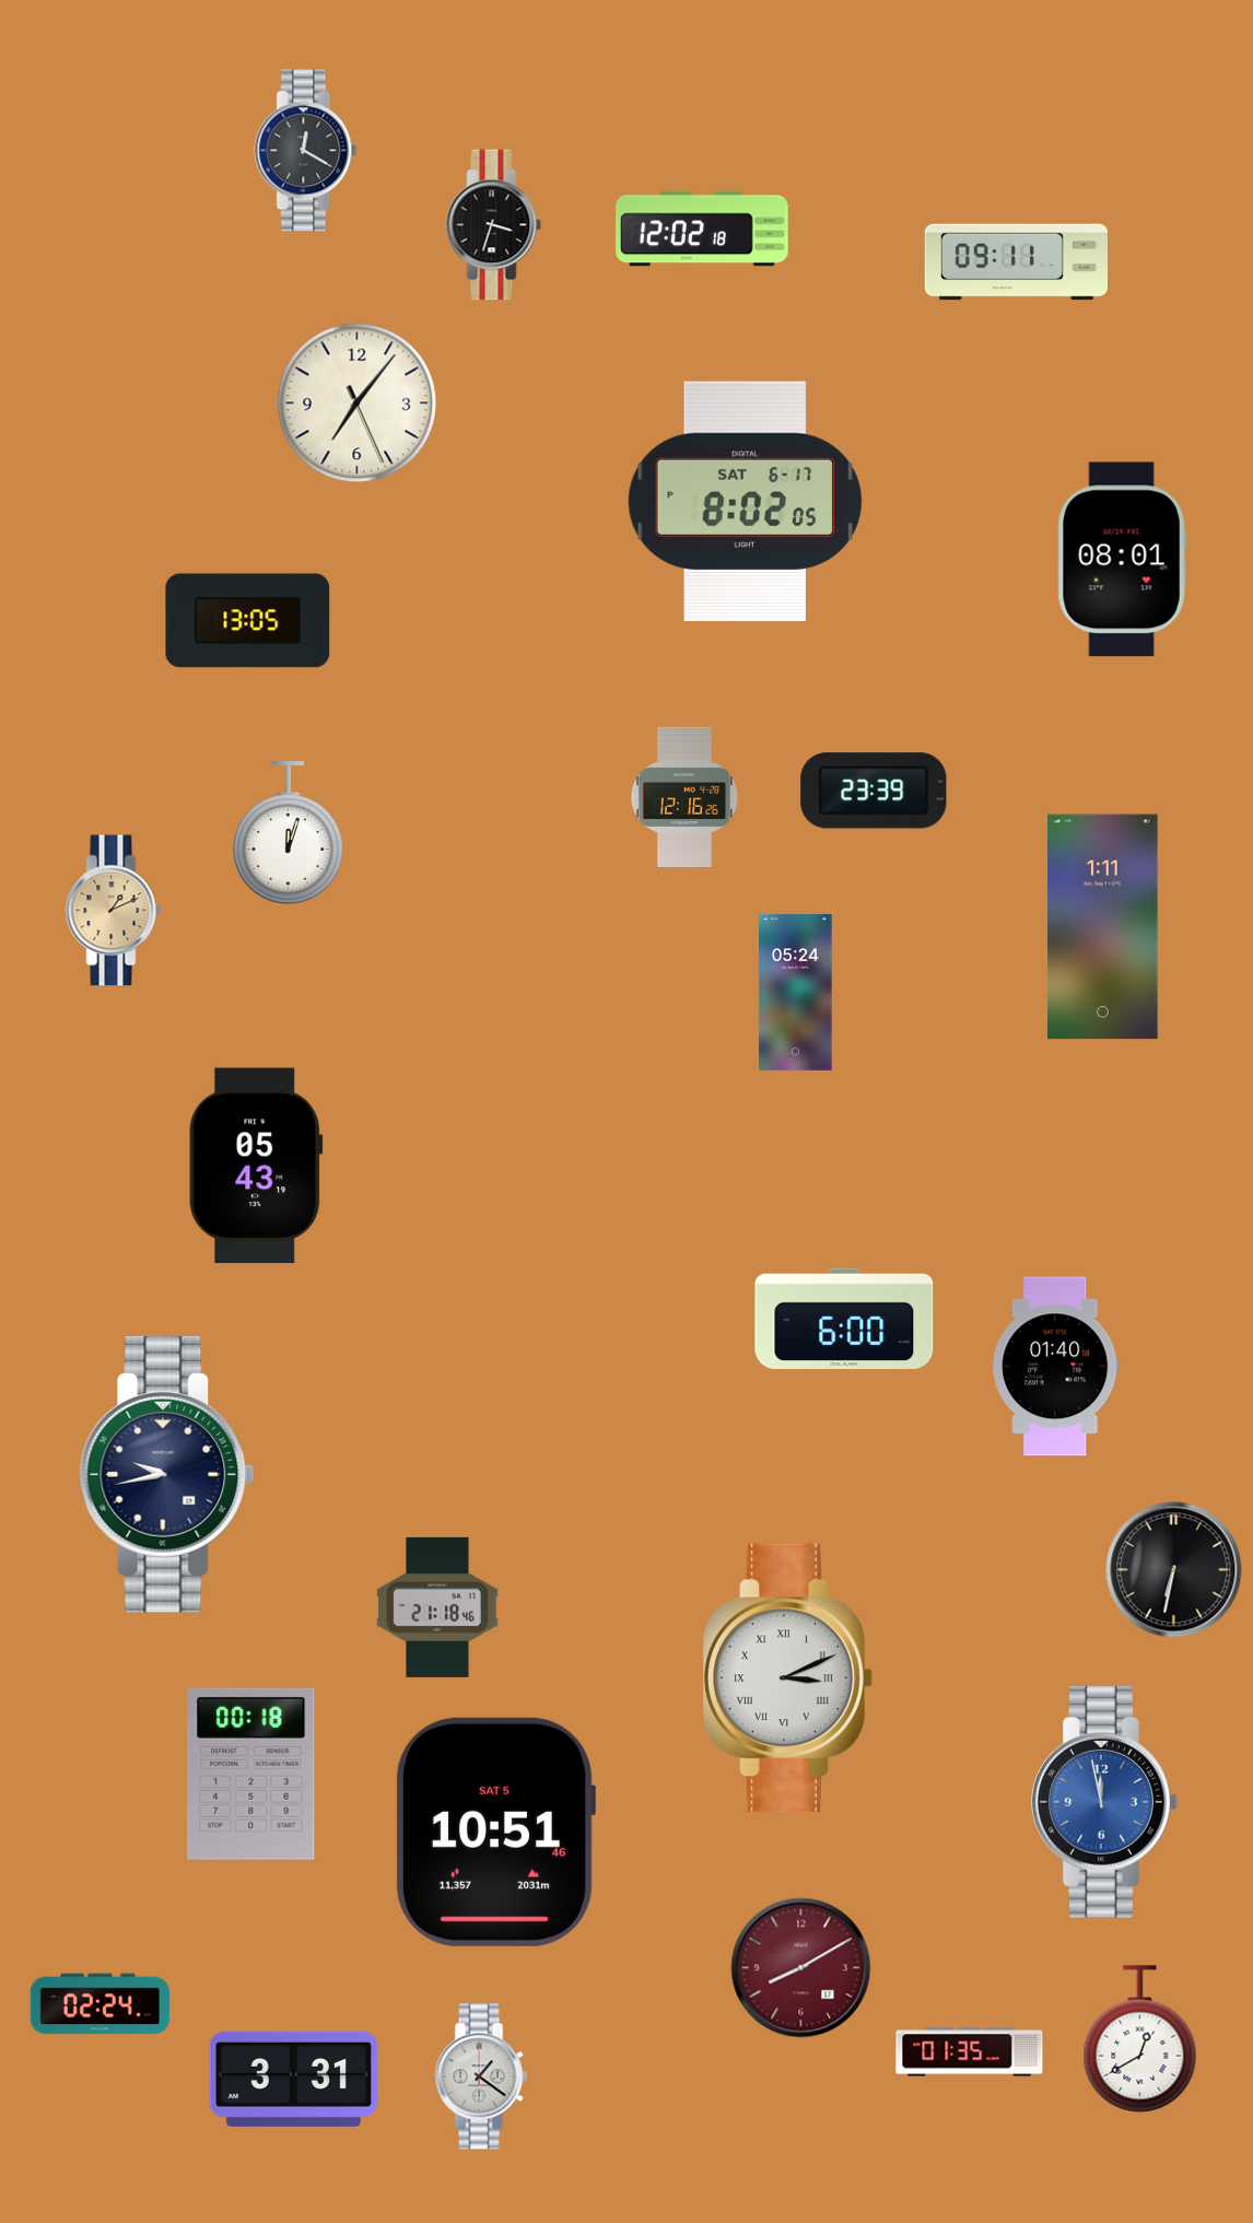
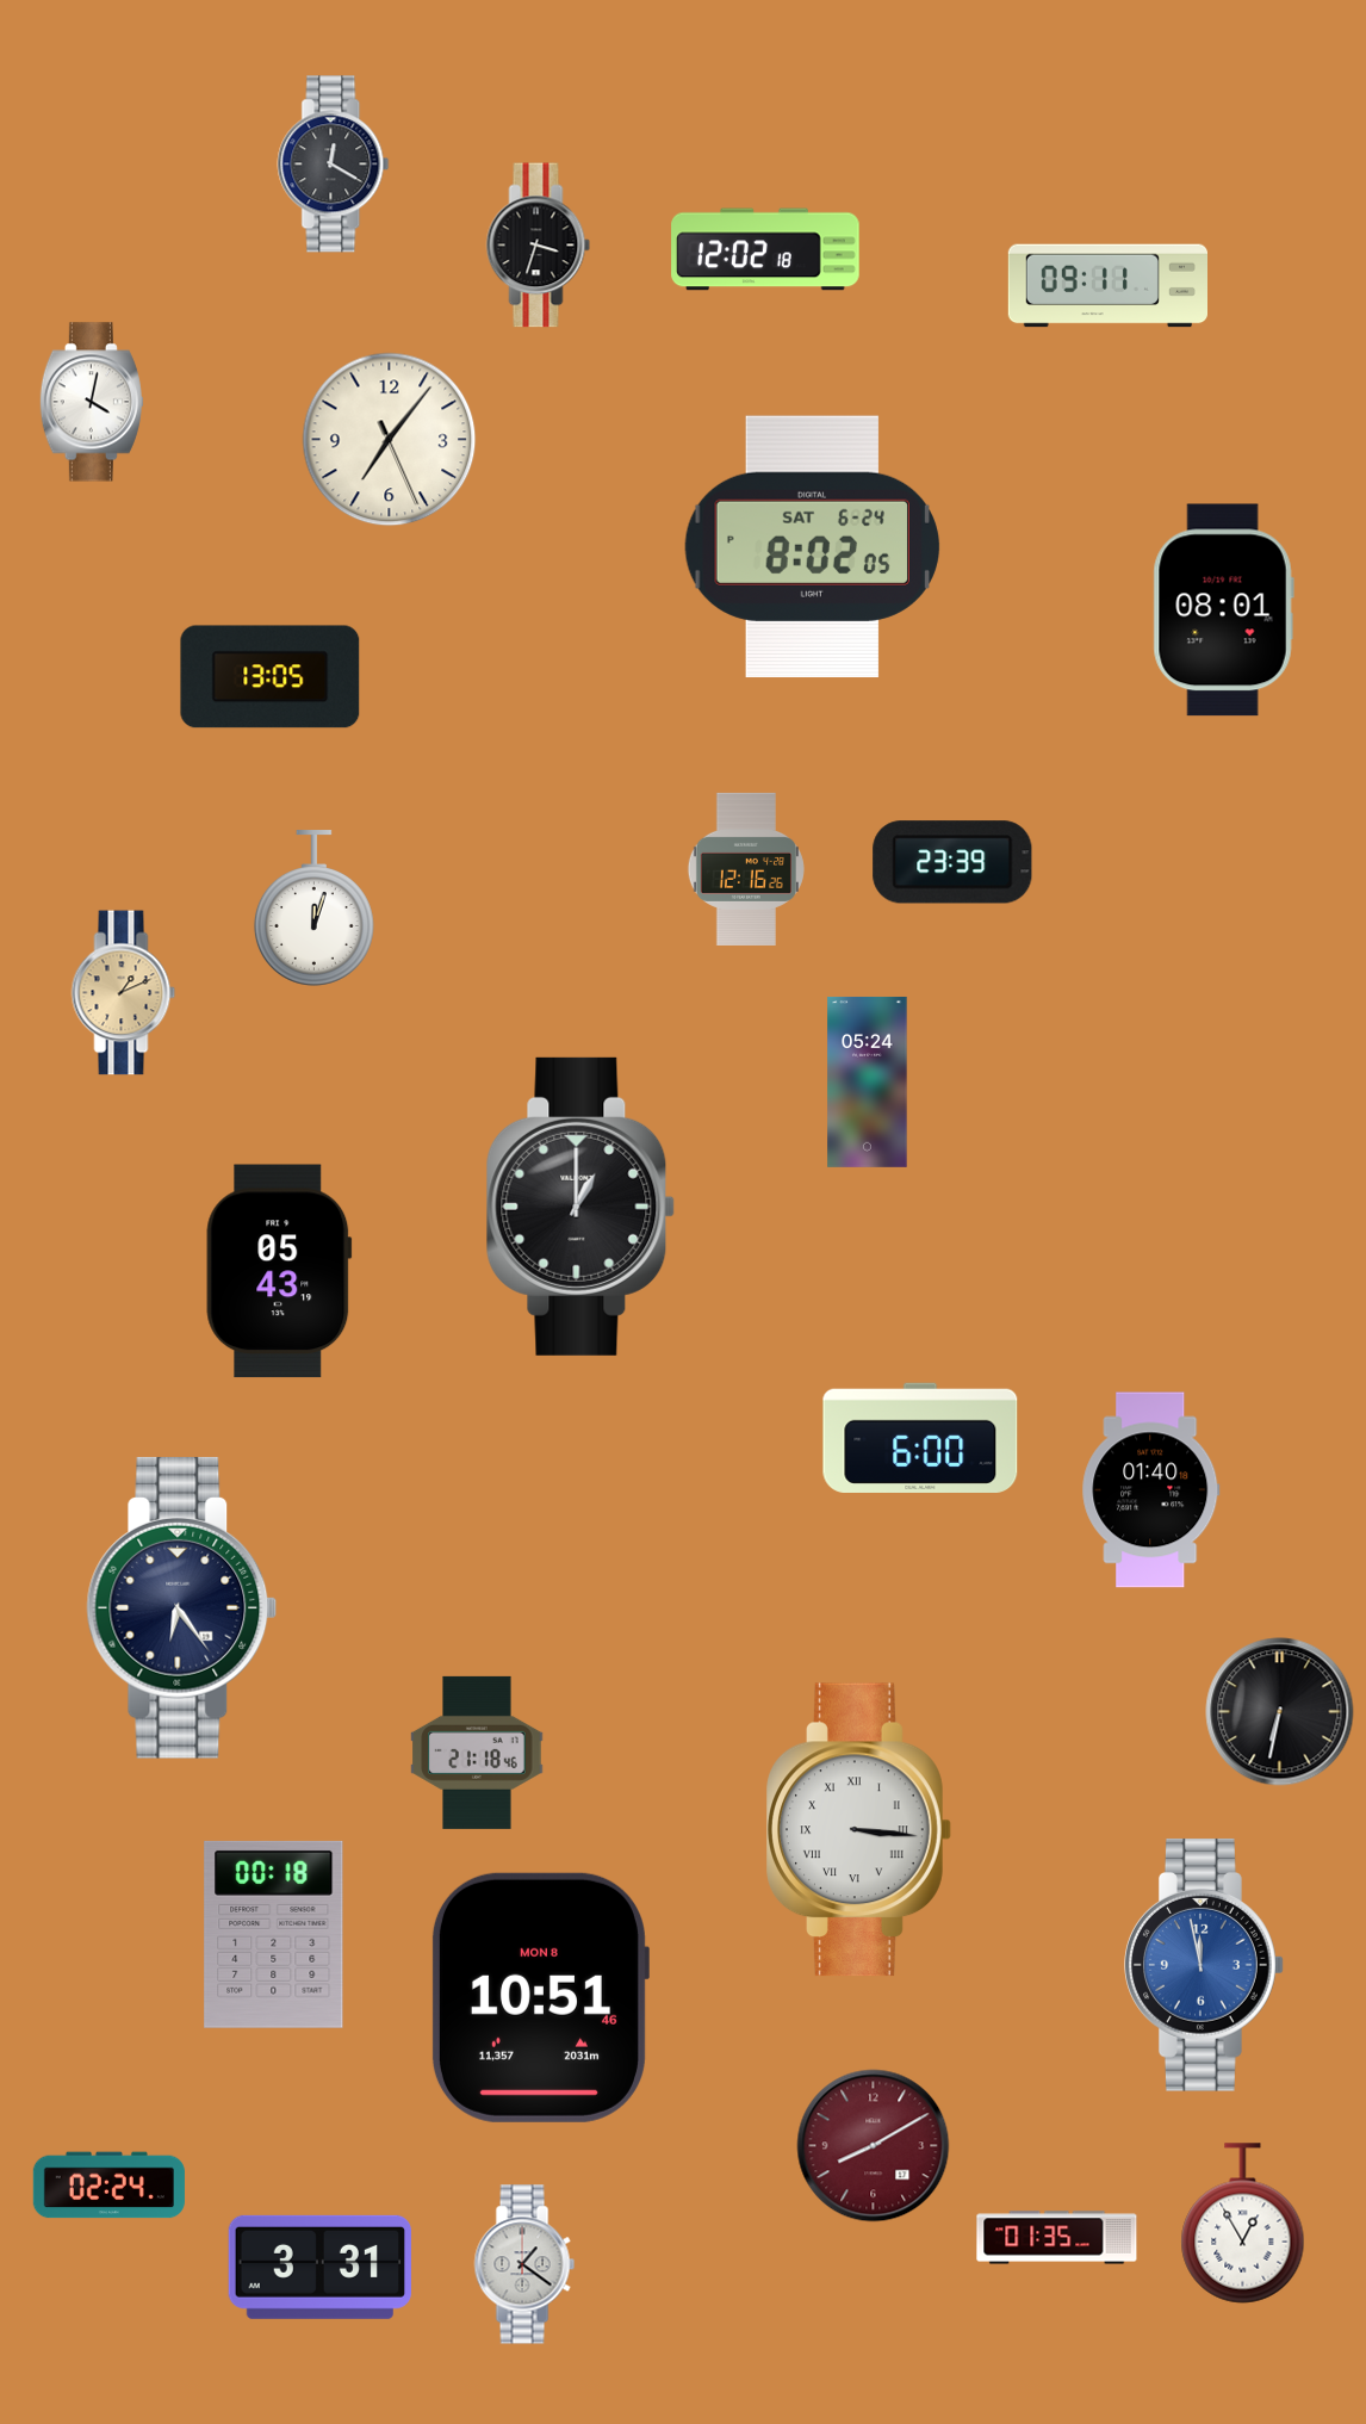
clock at (92, 402): none -> 4:02
clock at (746, 502) date: SAT 6-17 -> SAT 6-24
clock at (1103, 927): 1:11 -> none
clock at (580, 1207): none -> 1:00
clock at (167, 1474): 9:43 -> 6:24
clock at (788, 1678): 3:11 -> 3:16
clock at (495, 1832) date: SAT 5 -> MON 8
clock at (1140, 2039): 12:40 -> 12:55
